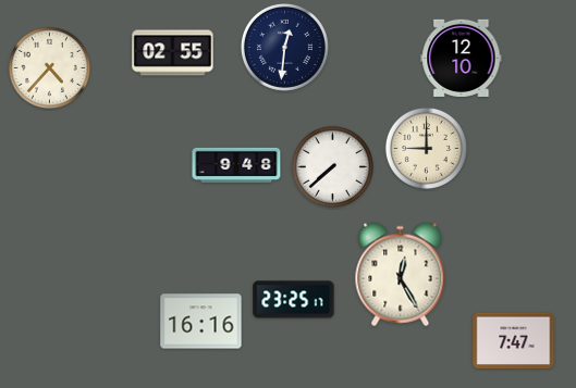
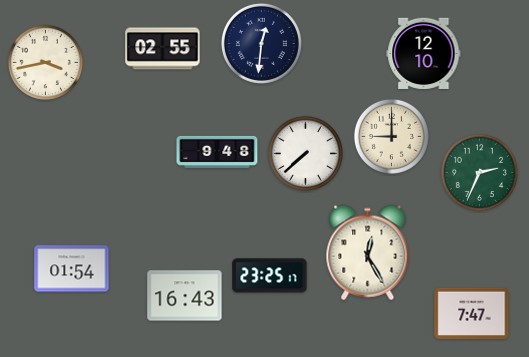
clock at (173, 53) position: (173, 53) -> (163, 49)
clock at (49, 67): 4:37 -> 3:43
clock at (479, 172): none -> 2:34
clock at (72, 269): none -> 01:54
clock at (201, 322): 16:16 -> 16:43
